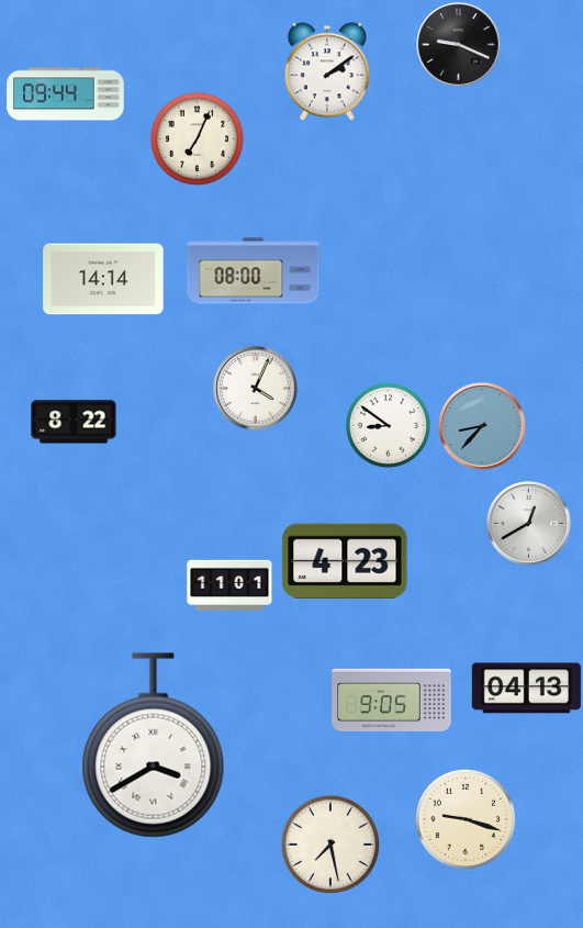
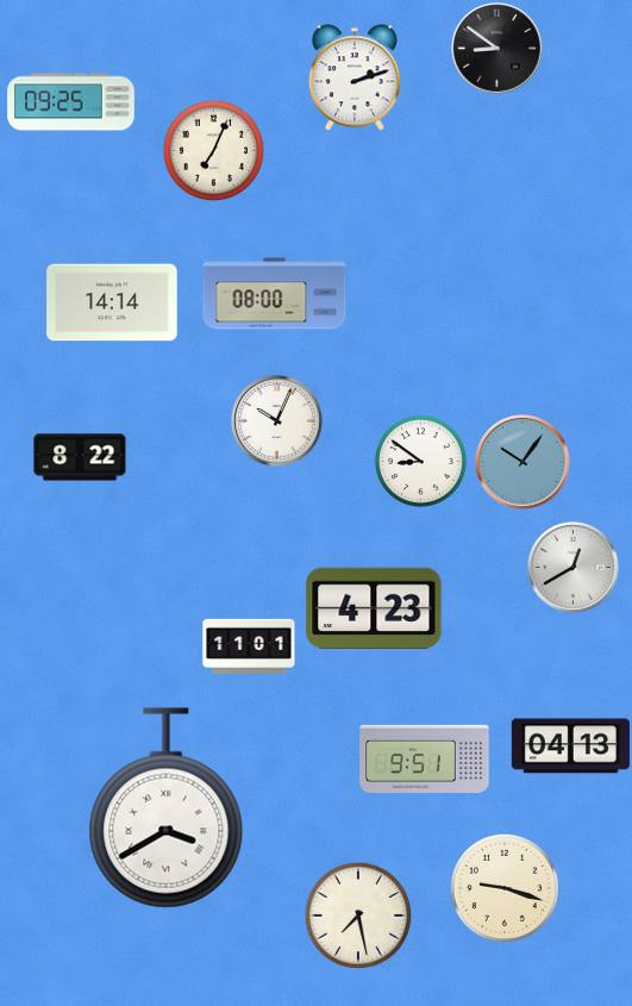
clock at (459, 45): 9:19 -> 8:51
clock at (327, 71): 2:09 -> 2:12
clock at (66, 94): 09:44 -> 09:25
clock at (256, 389): 4:04 -> 10:04
clock at (483, 427): 8:37 -> 10:06
clock at (229, 585) position: (229, 585) -> (249, 646)
clock at (392, 700): 9:05 -> 9:51
